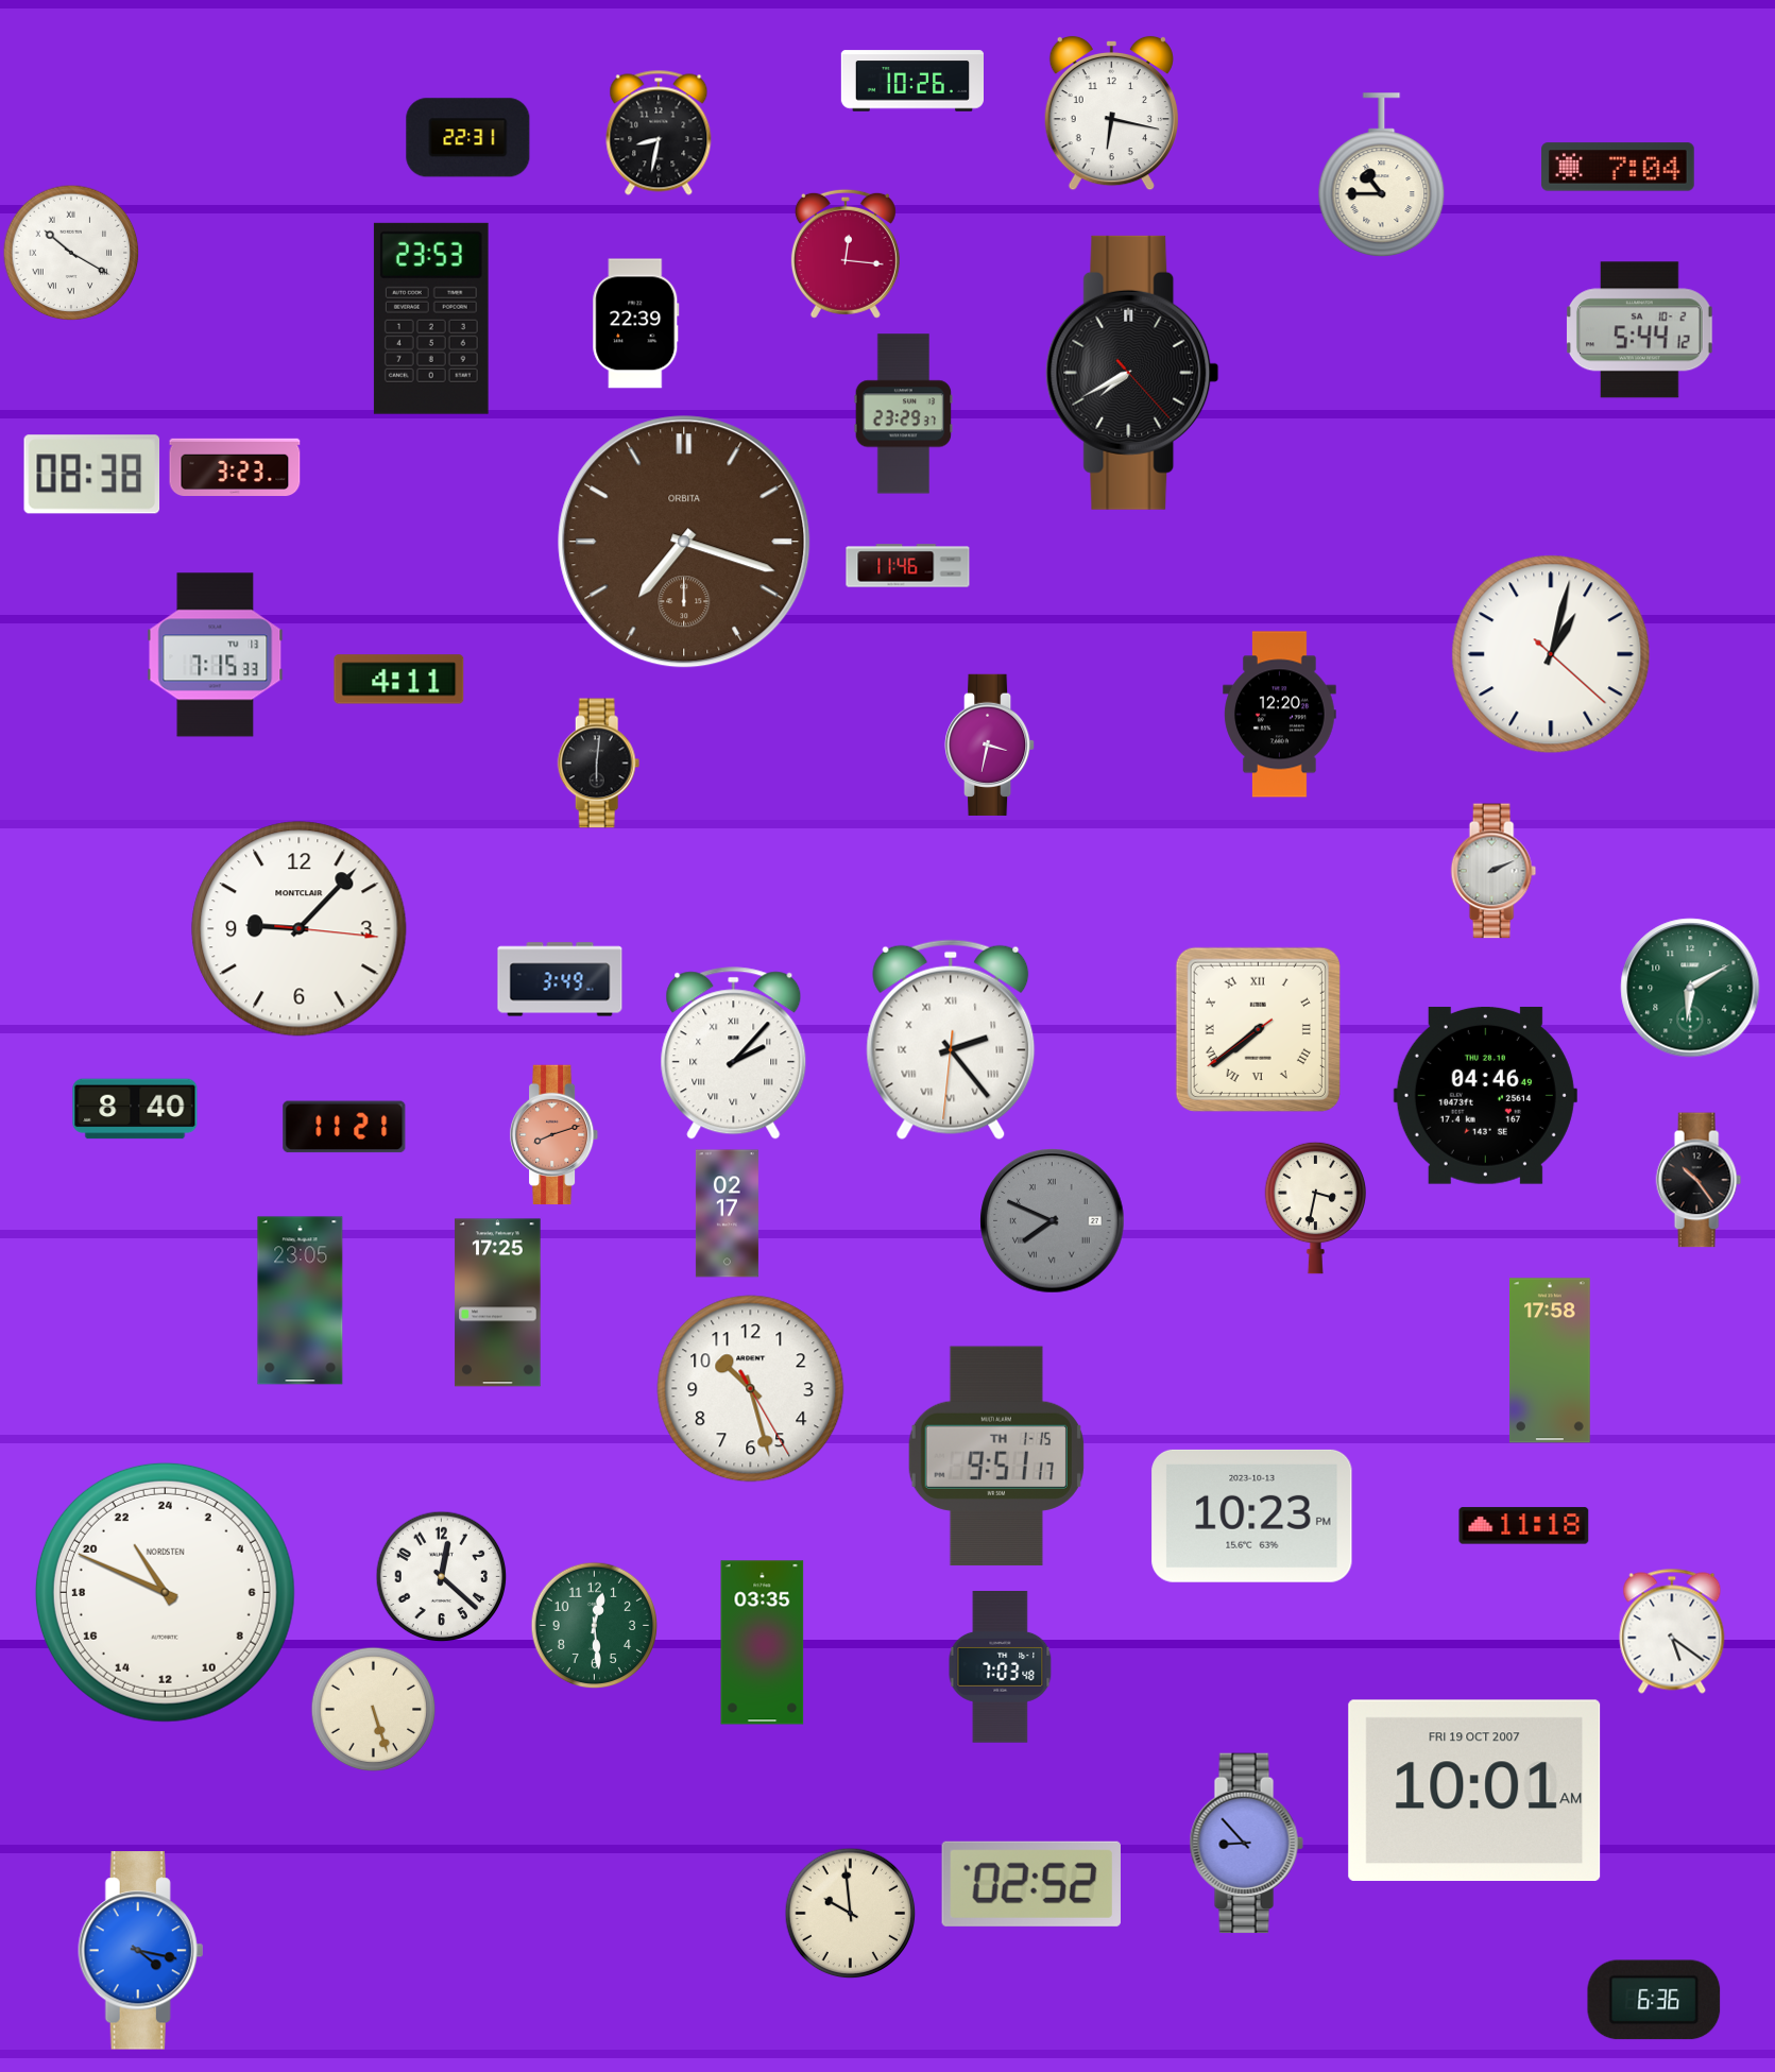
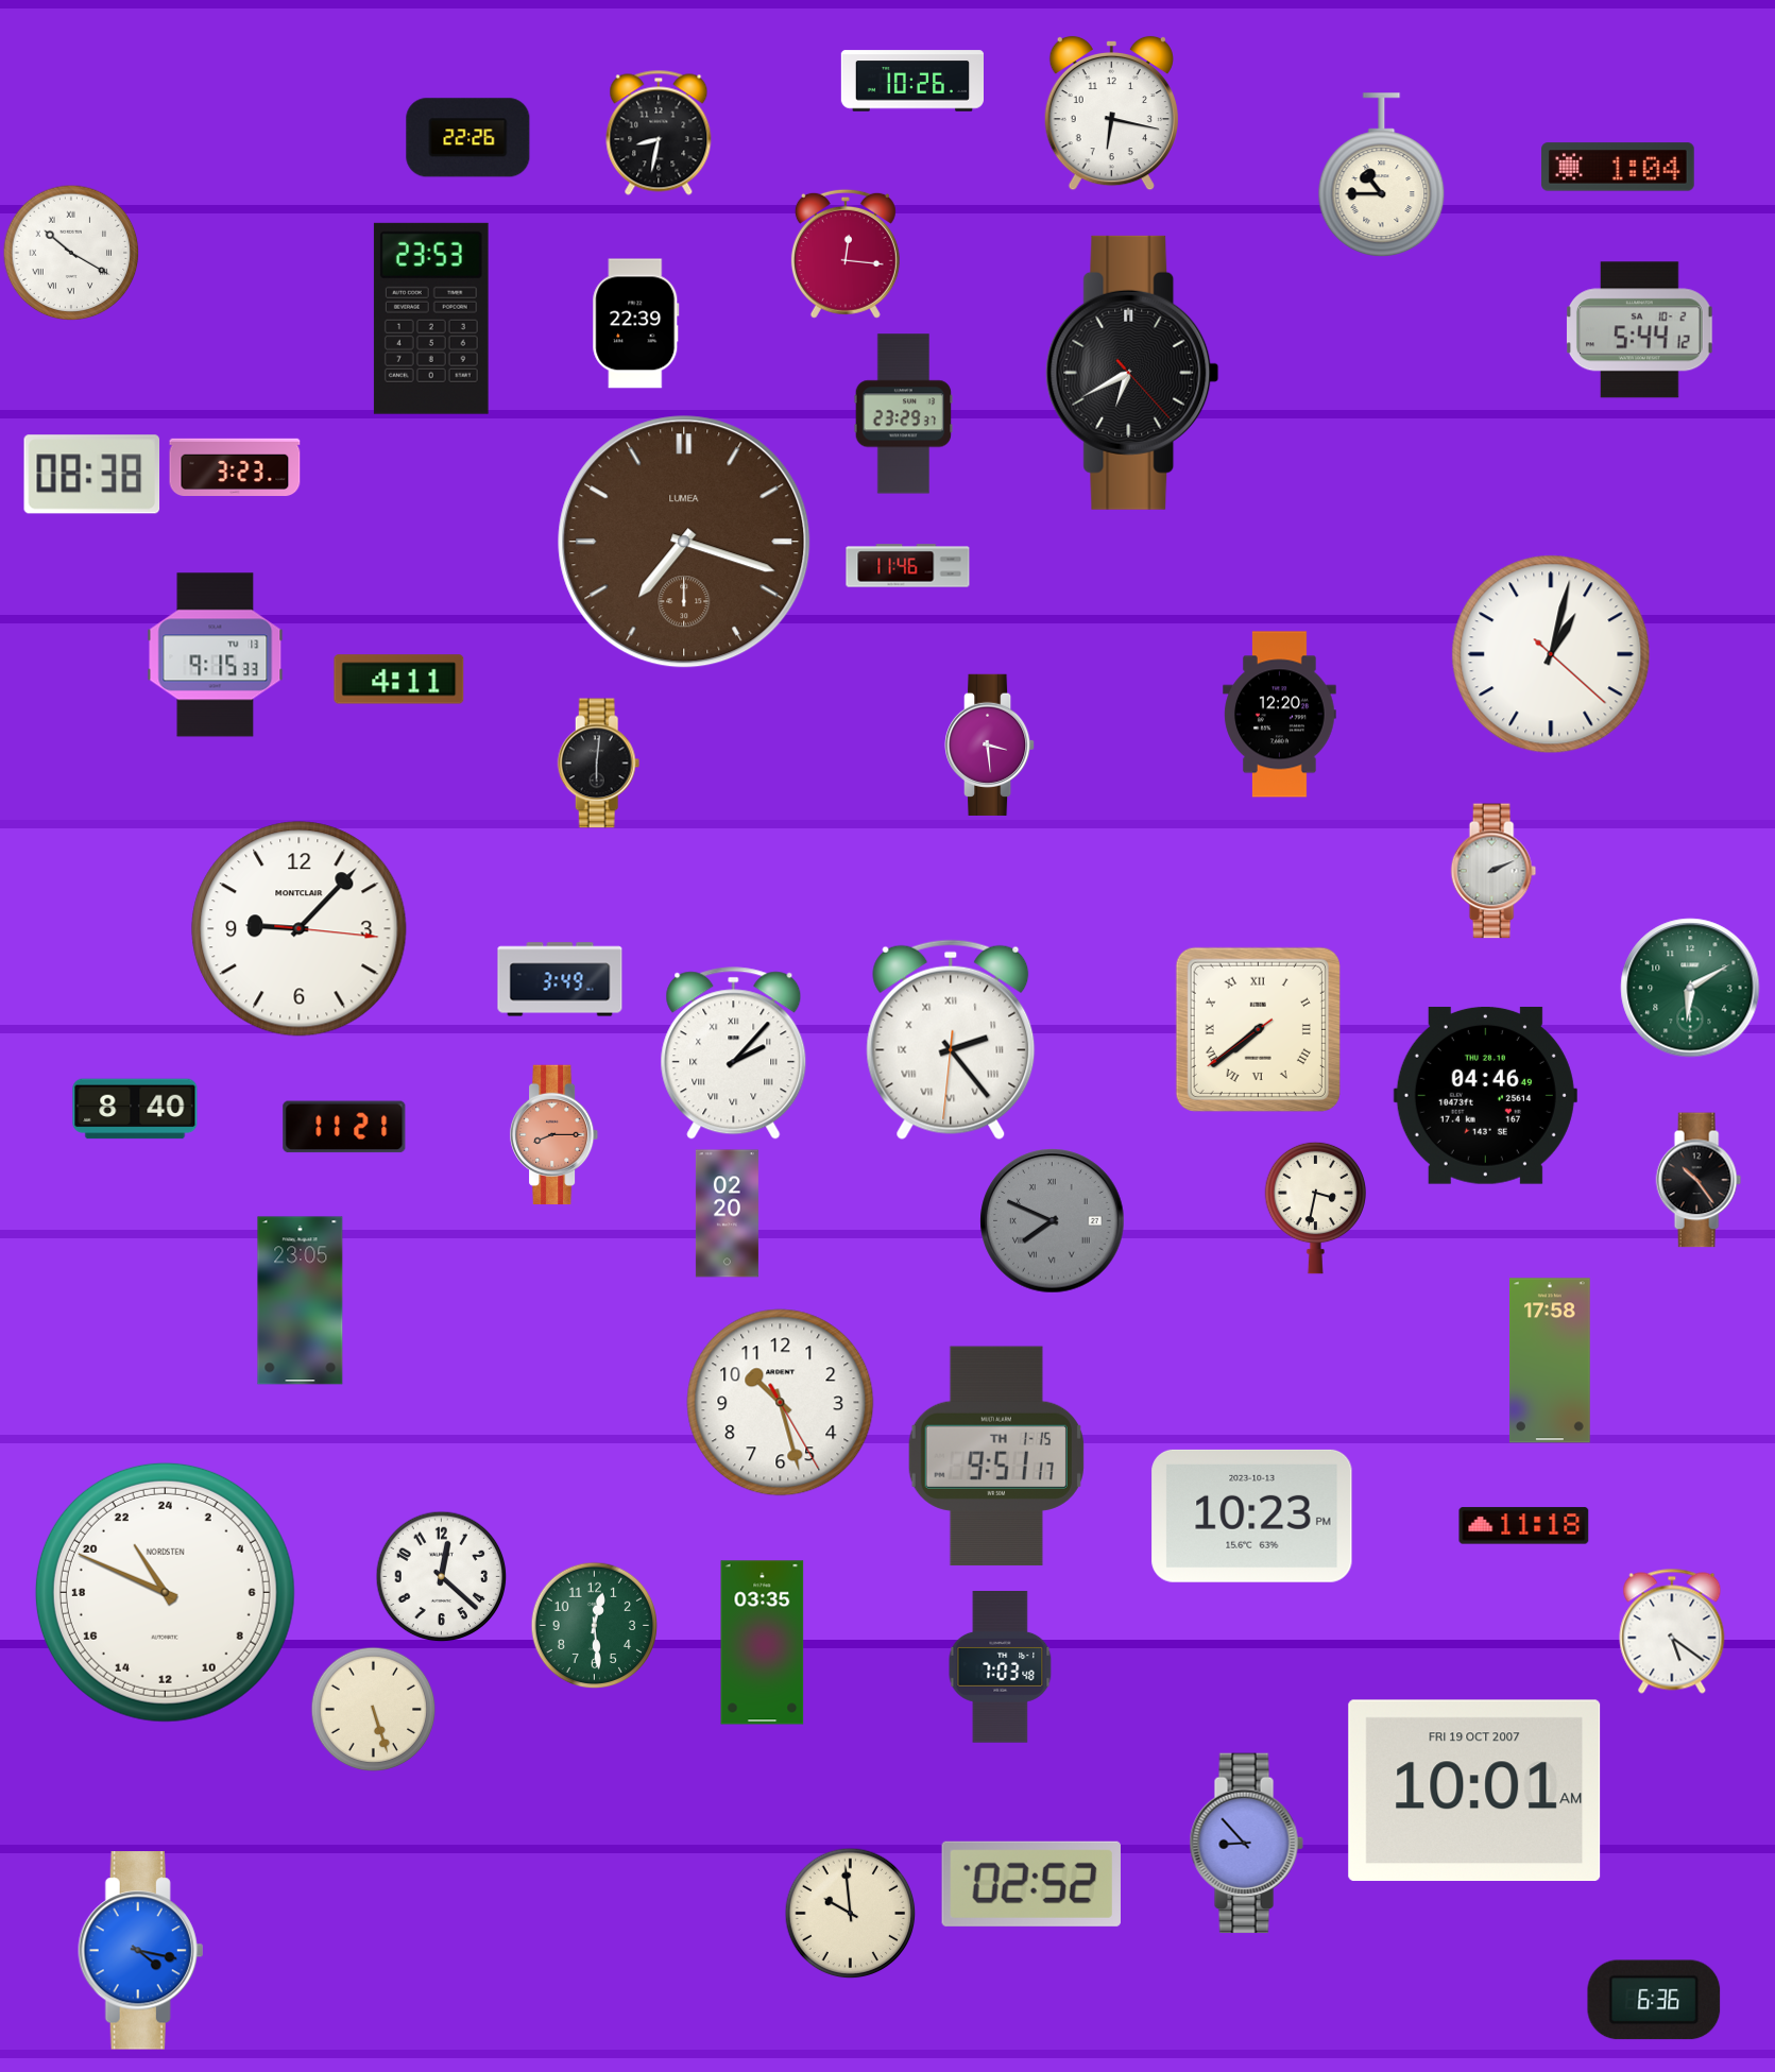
clock at (468, 138): 22:31 -> 22:26
clock at (1618, 167): 7:04 -> 1:04
clock at (1132, 373): 7:40 -> 6:40
clock at (684, 542) brand: ORBITA -> LUMEA
clock at (216, 655): 7:15 -> 9:15
clock at (990, 744): 3:32 -> 3:29
clock at (554, 1135): 8:12 -> 8:15
clock at (727, 1214): 02:17 -> 02:20
clock at (498, 1303): 17:25 -> none
clock at (751, 1389) position: (751, 1389) -> (781, 1403)
